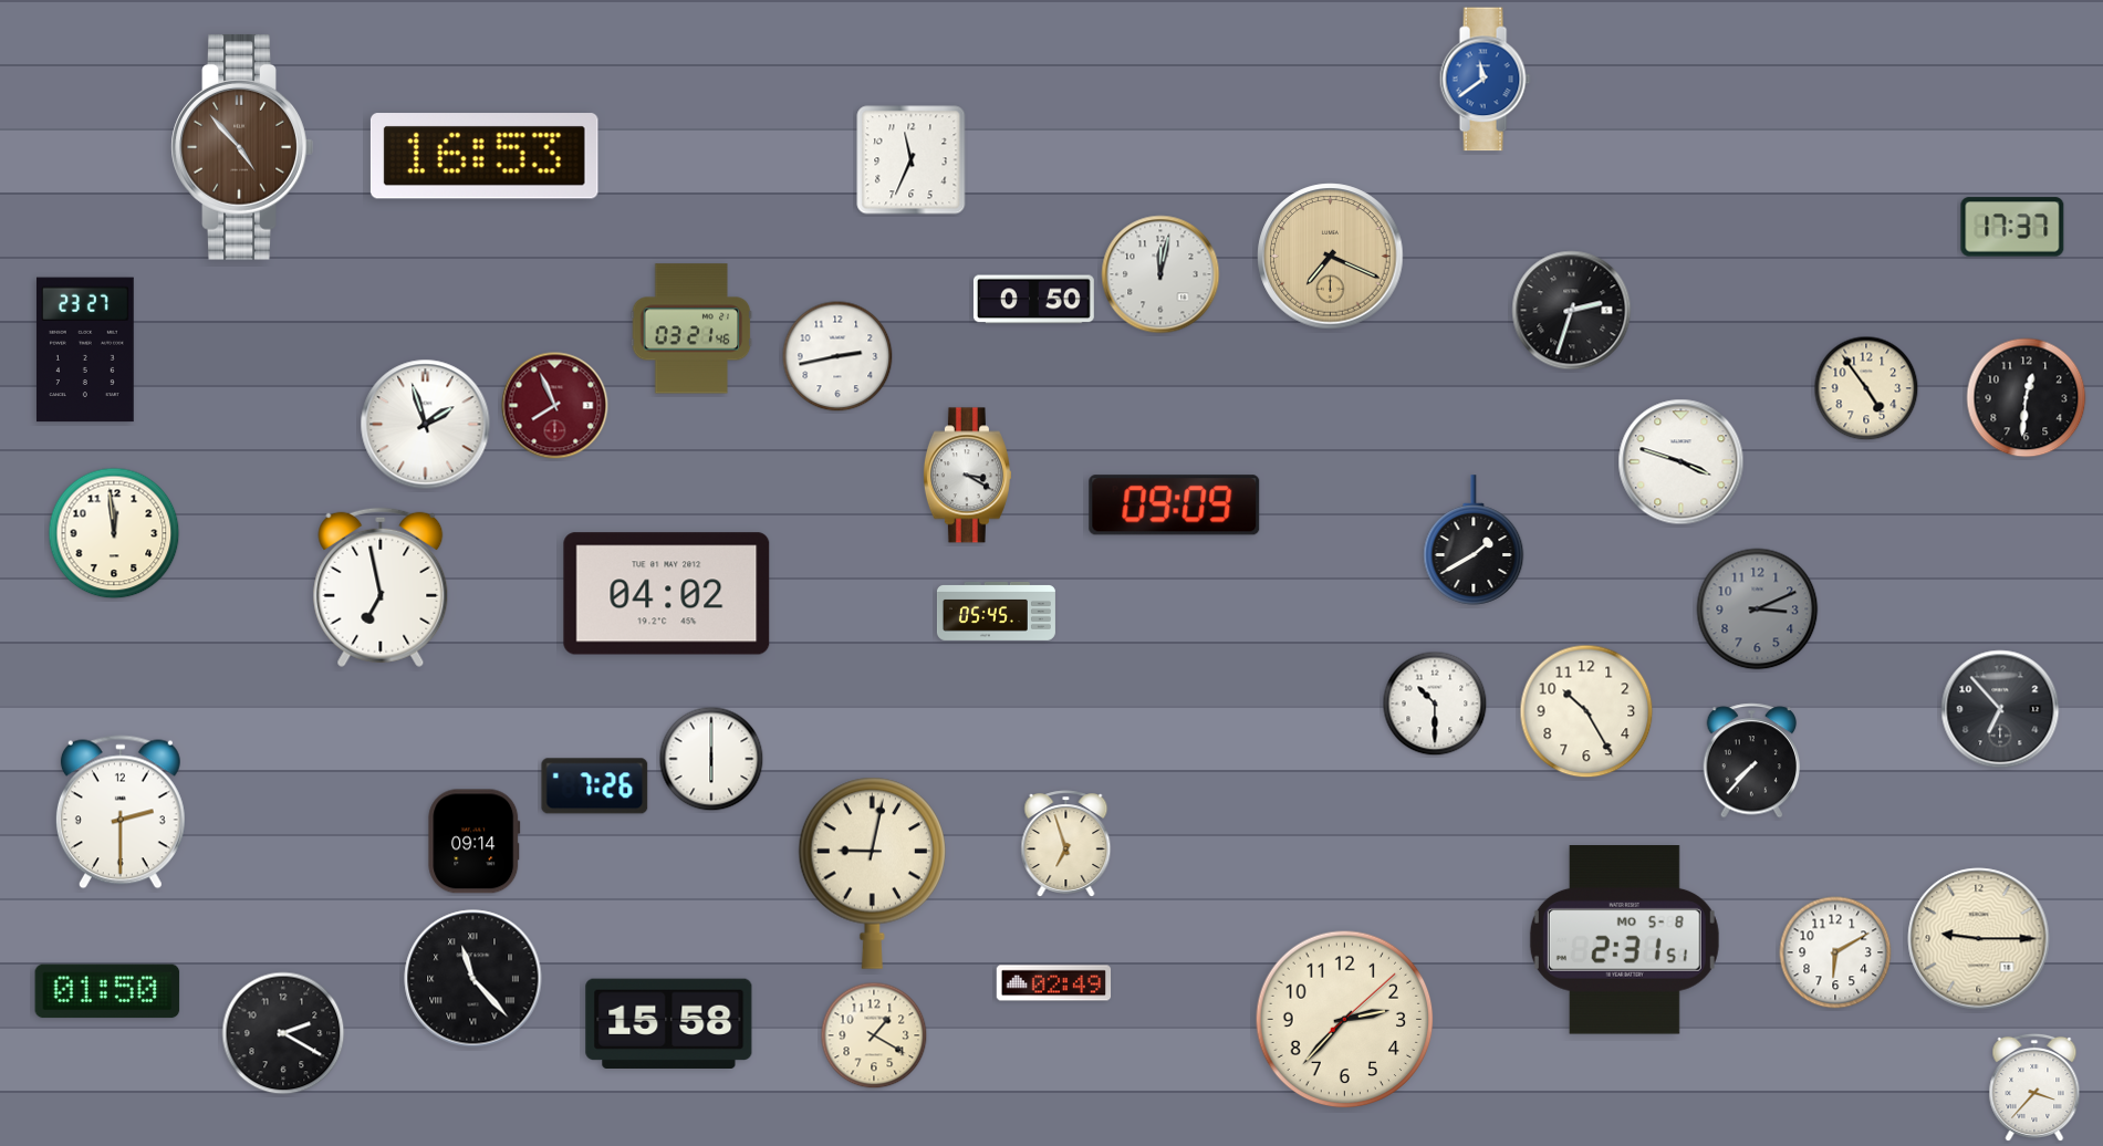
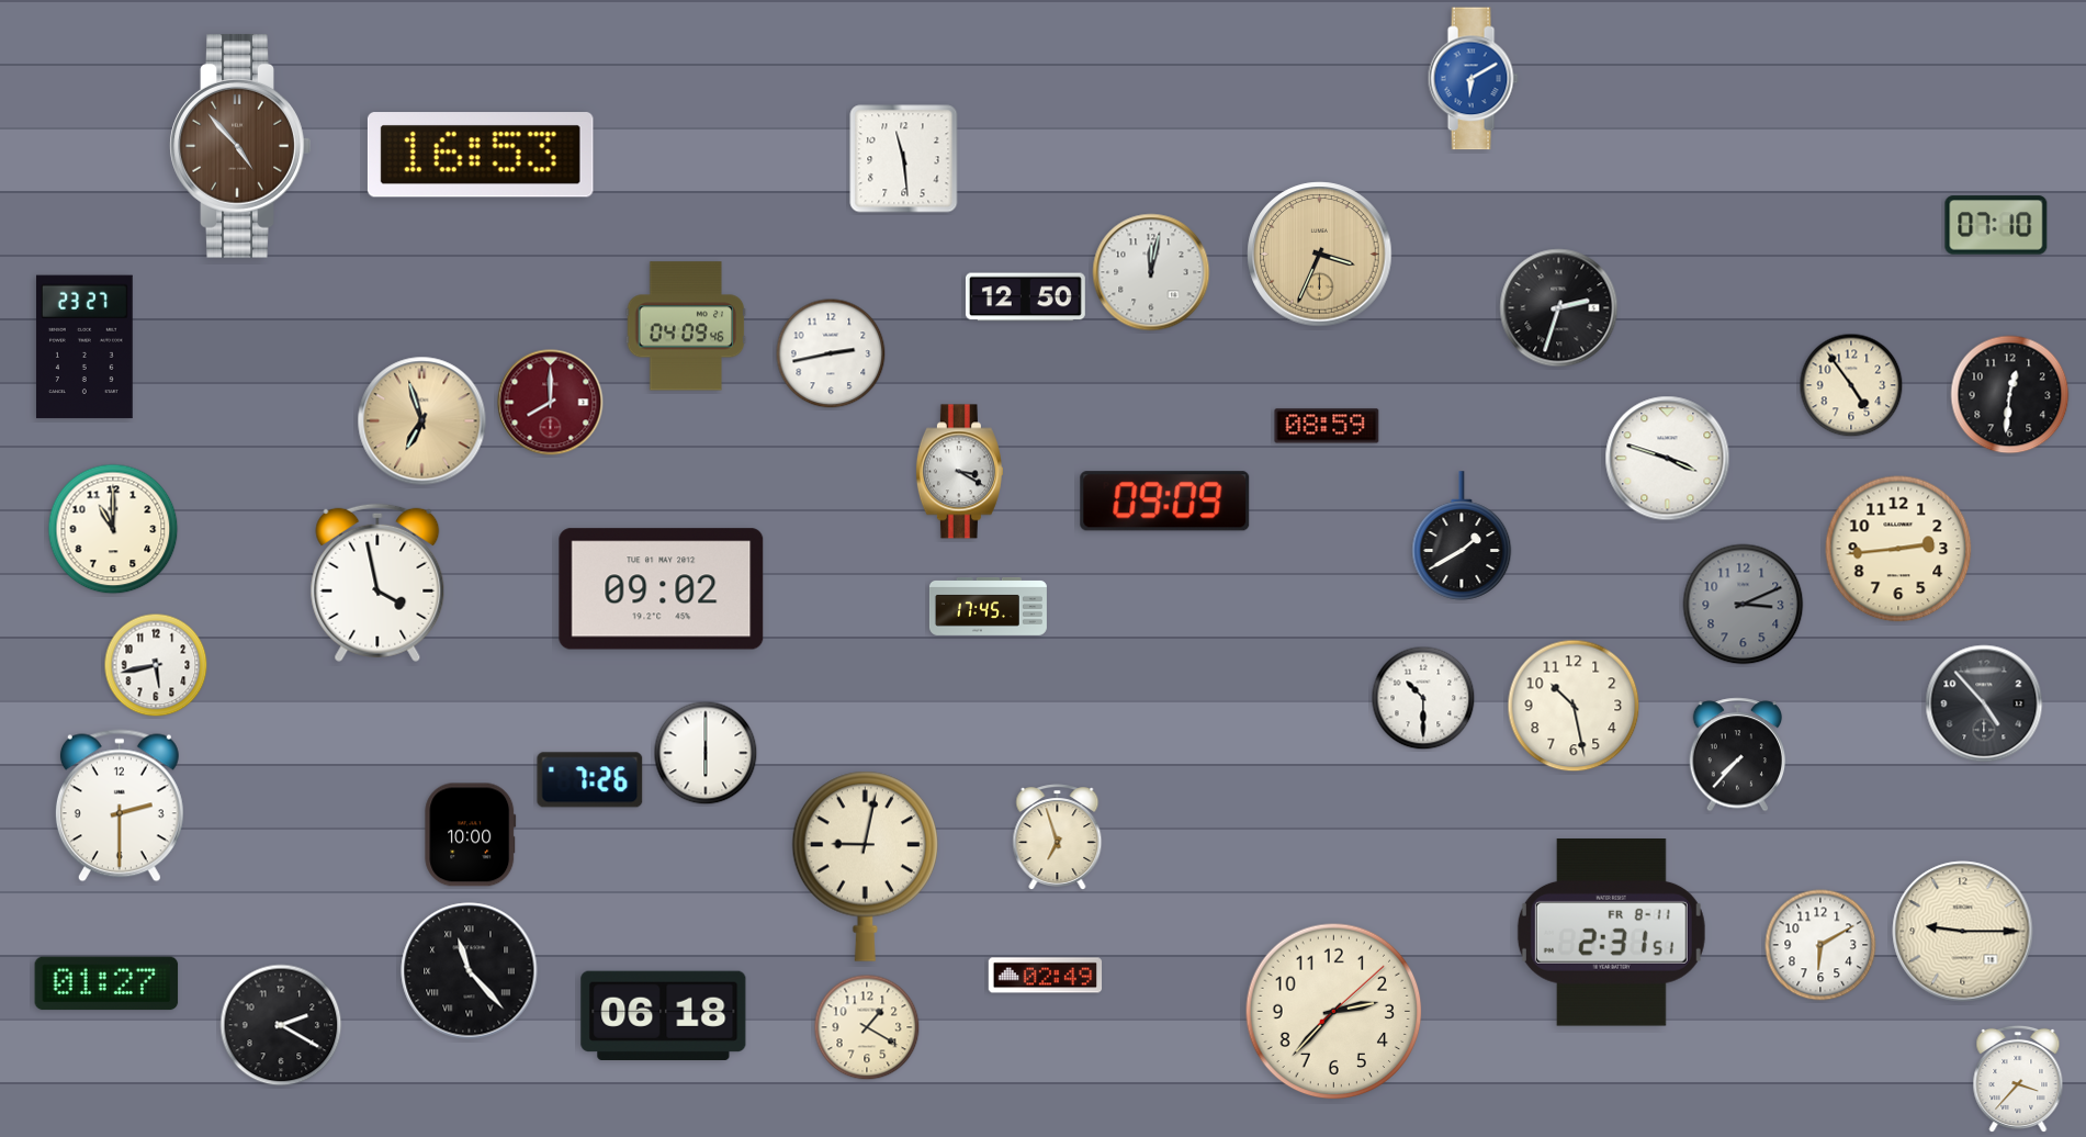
clock at (1485, 80): 11:39 -> 6:10
clock at (912, 160): 11:34 -> 11:29
clock at (2012, 227): 17:37 -> 07:10
clock at (1331, 257): 7:19 -> 3:34
clock at (1033, 300): 0:50 -> 12:50
clock at (691, 329): 03:21 -> 04:09
clock at (555, 406): 7:56 -> 8:00
clock at (426, 425): 1:57 -> 6:57
clock at (426, 425) dial: white -> champagne
clock at (1327, 426): none -> 08:59
clock at (114, 533): 11:59 -> 11:00
clock at (1898, 549): none -> 2:44
clock at (381, 587): 6:58 -> 3:58
clock at (667, 594): 04:02 -> 09:02
clock at (996, 611): 05:45 -> 17:45
clock at (156, 665): none -> 5:43
clock at (2000, 709): 6:53 -> 4:53
clock at (1586, 711): 10:25 -> 10:28
clock at (475, 842): 09:14 -> 10:00
clock at (1624, 940) date: MO 5-8 -> FR 8-11
clock at (107, 991): 01:50 -> 01:27
clock at (669, 1023): 15:58 -> 06:18
